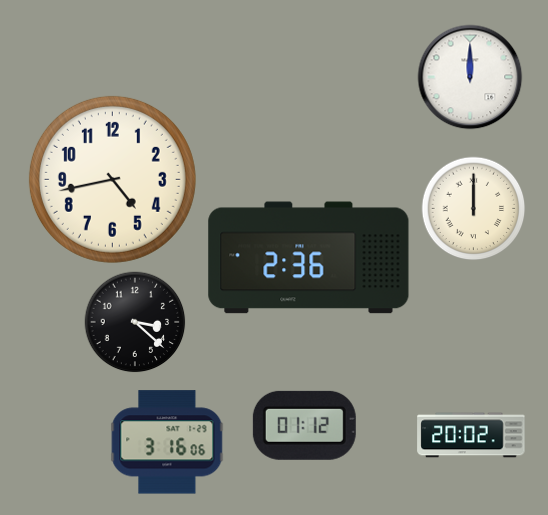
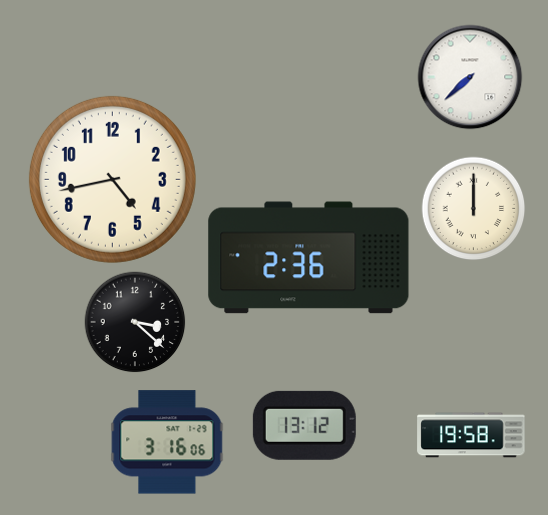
clock at (470, 77): 12:00 -> 7:38
clock at (304, 425): 01:12 -> 13:12
clock at (471, 435): 20:02 -> 19:58
